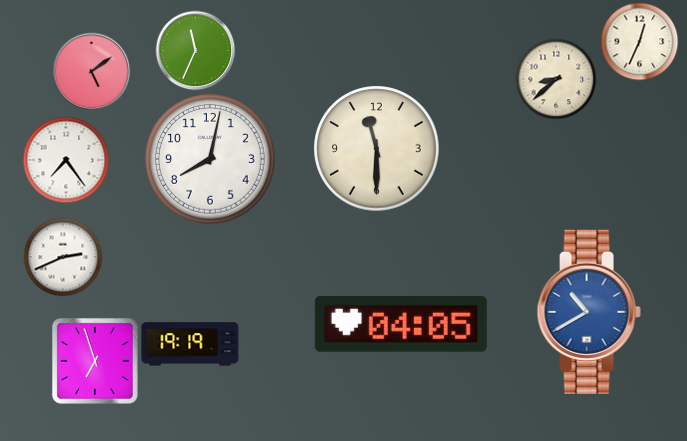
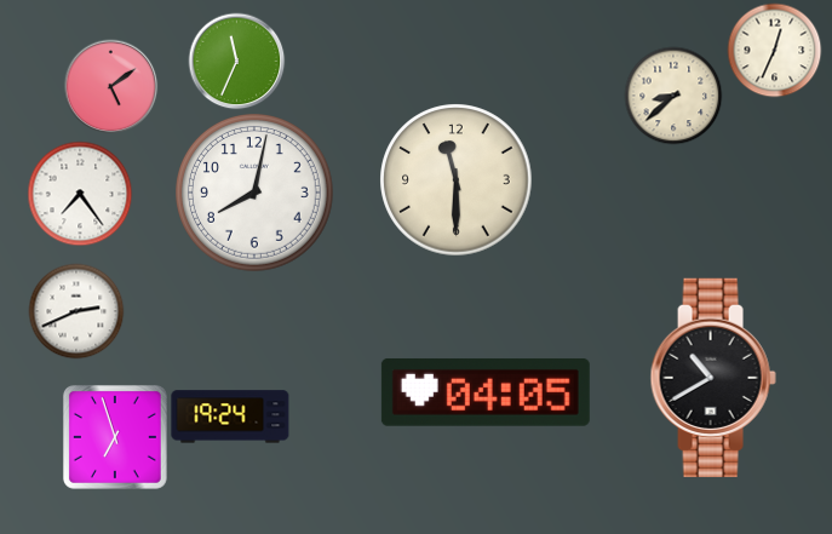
clock at (589, 312) dial: blue -> black
clock at (190, 344): 19:19 -> 19:24
